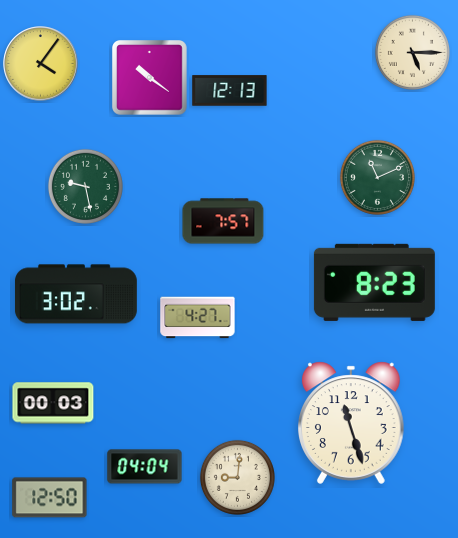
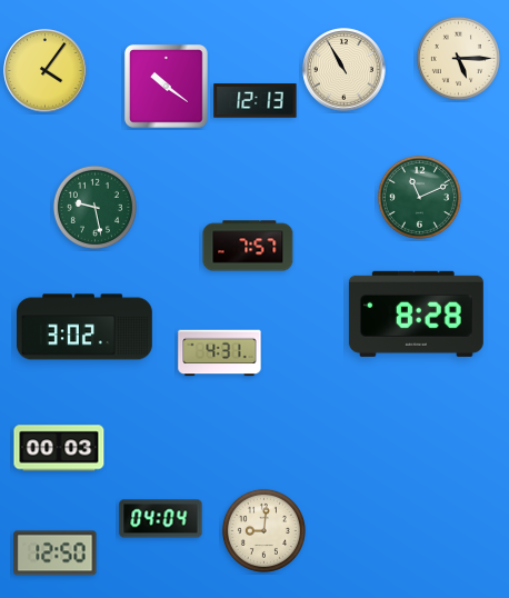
clock at (345, 70): none -> 10:55
clock at (374, 282): 8:23 -> 8:28
clock at (198, 318): 4:27 -> 4:31
clock at (352, 423): 11:27 -> none
